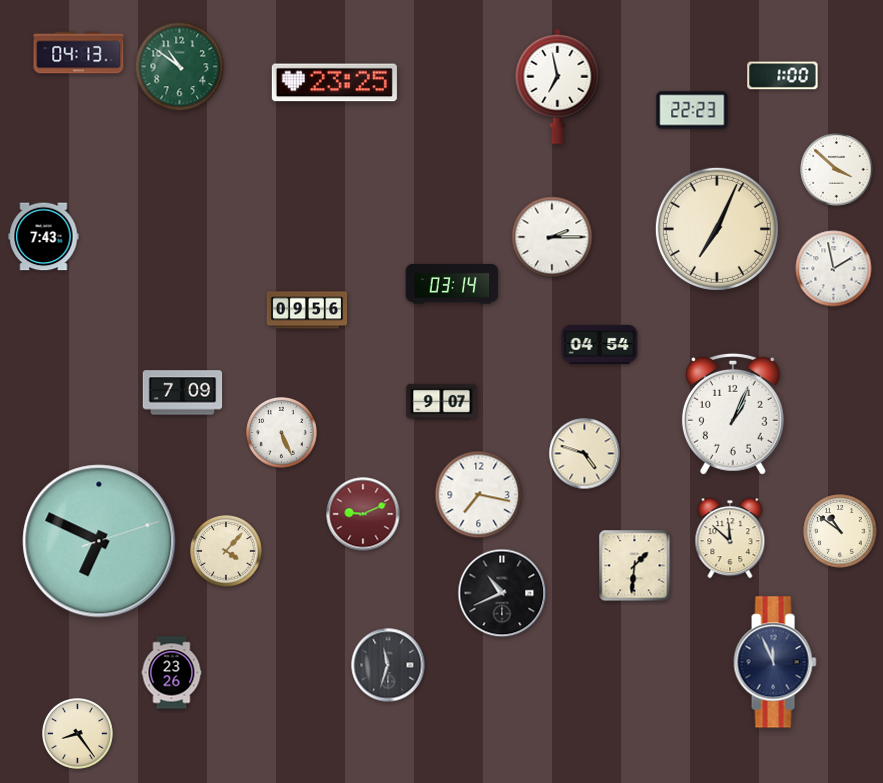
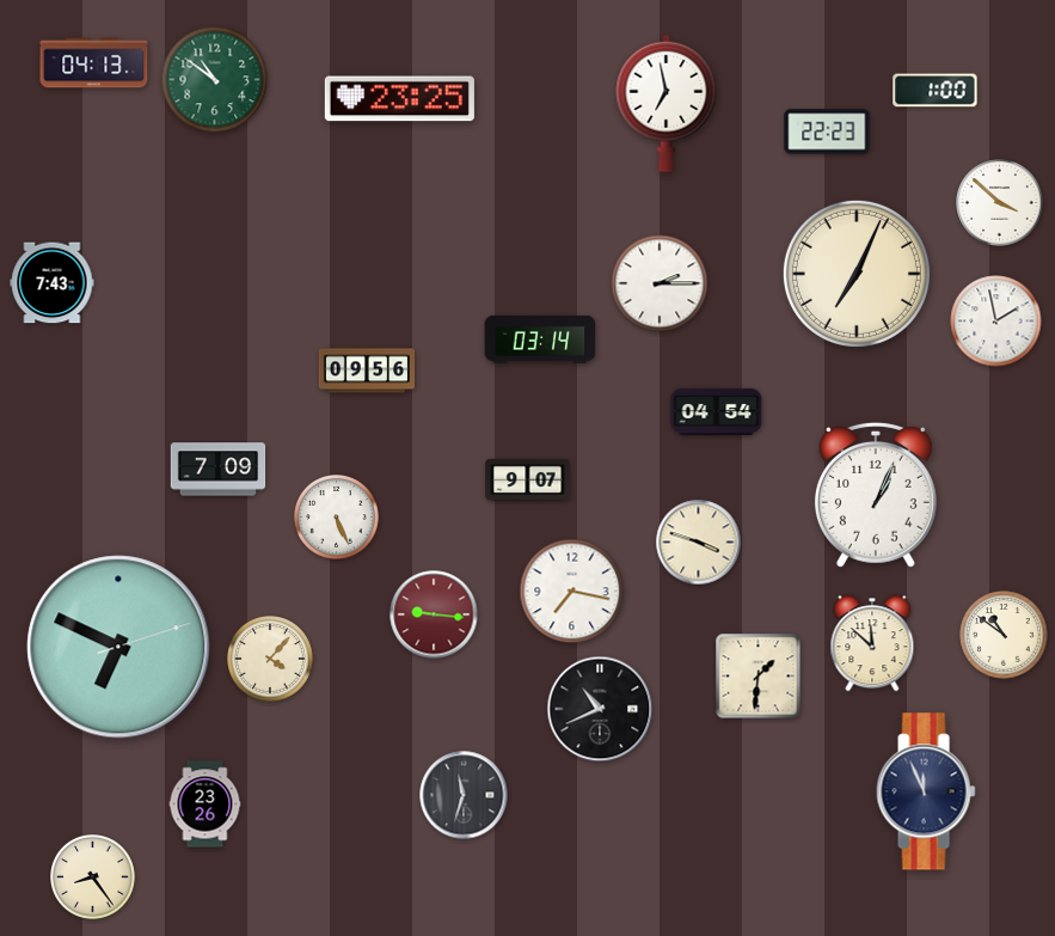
clock at (585, 454): 4:48 -> 3:48
clock at (363, 514): 9:11 -> 9:16
